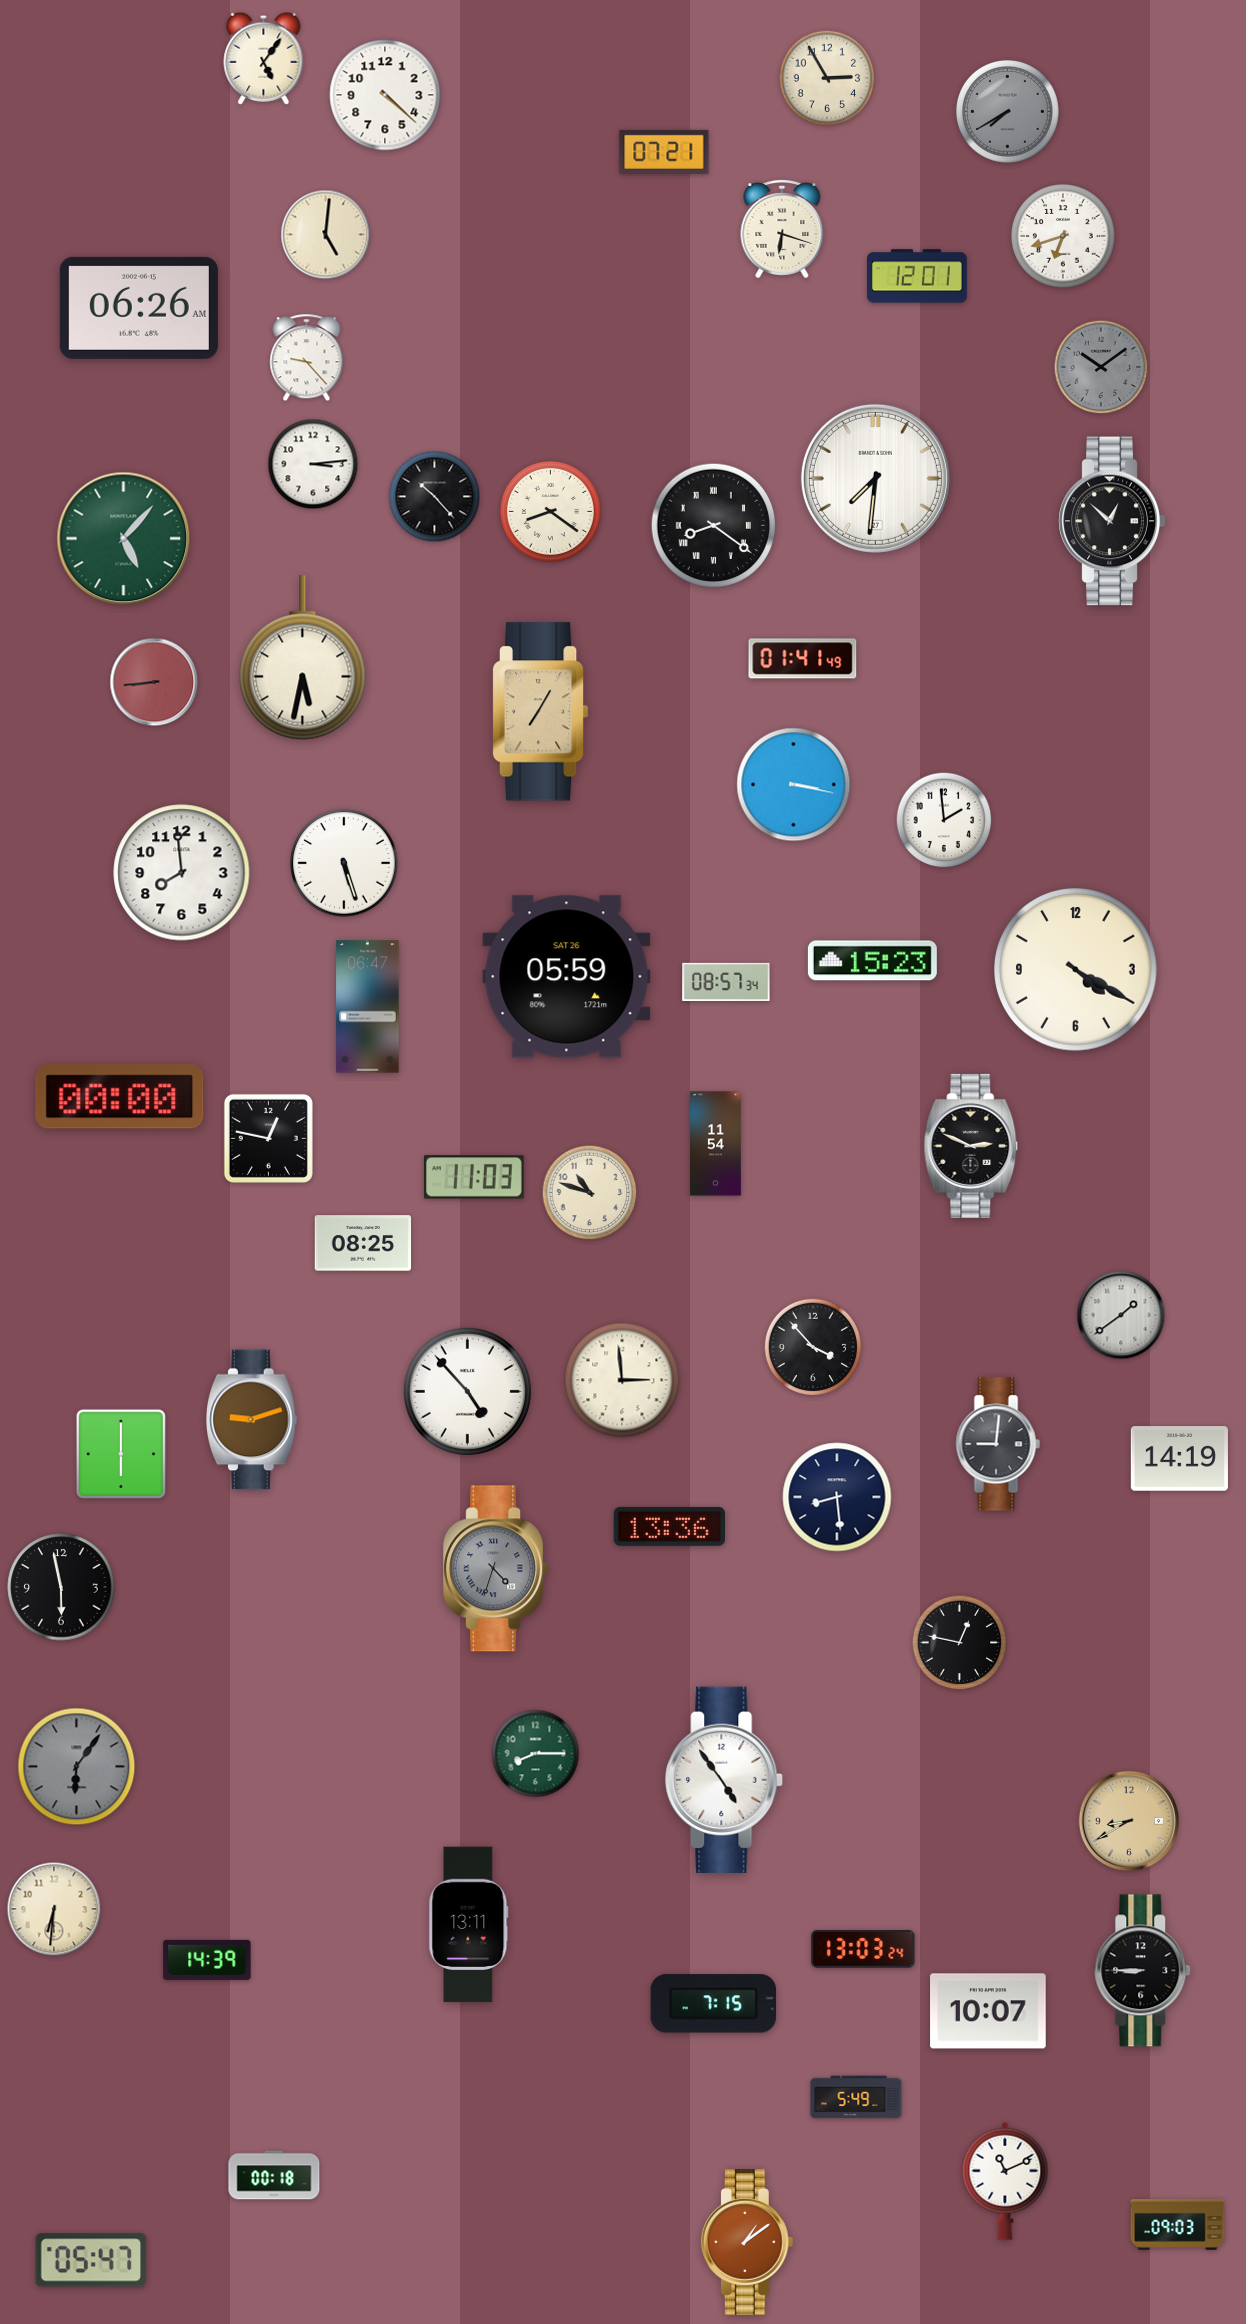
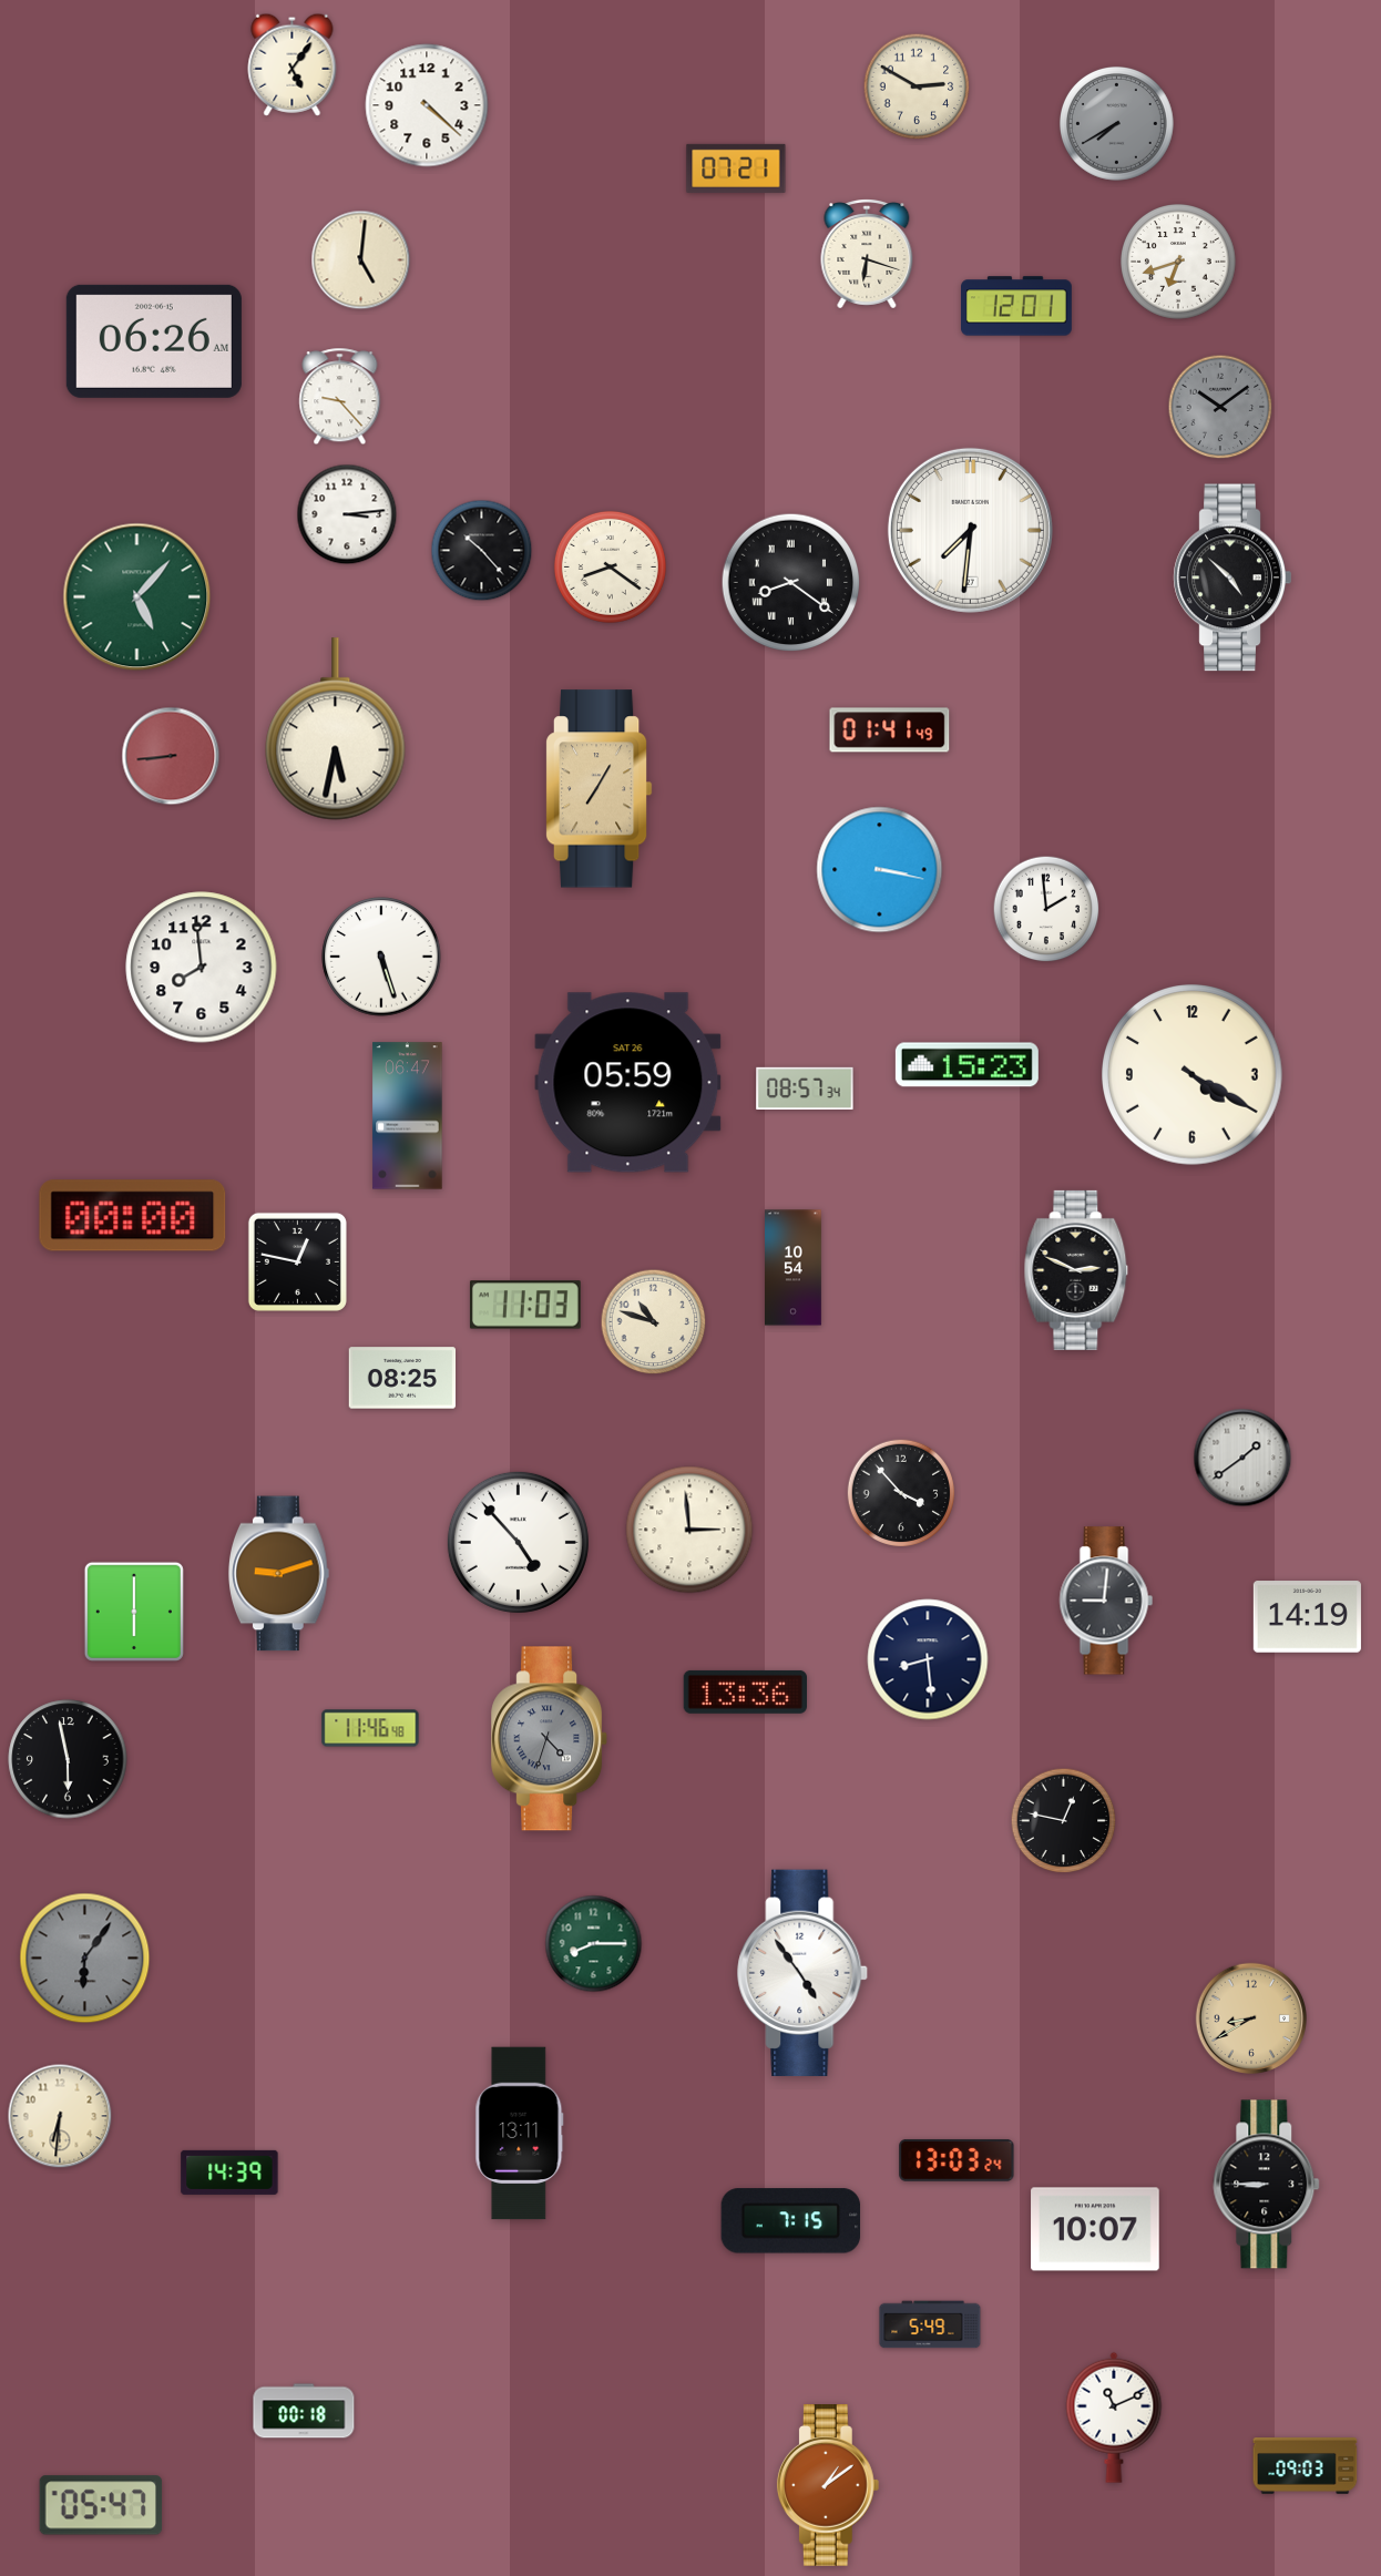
clock at (827, 78): 2:55 -> 2:50
clock at (1112, 521): 12:52 -> 4:52
clock at (716, 1144): 11:54 -> 10:54
clock at (669, 1526) position: (669, 1526) -> (745, 1691)
clock at (370, 1728): none -> 11:46
clock at (856, 2097) position: (856, 2097) -> (930, 2324)
